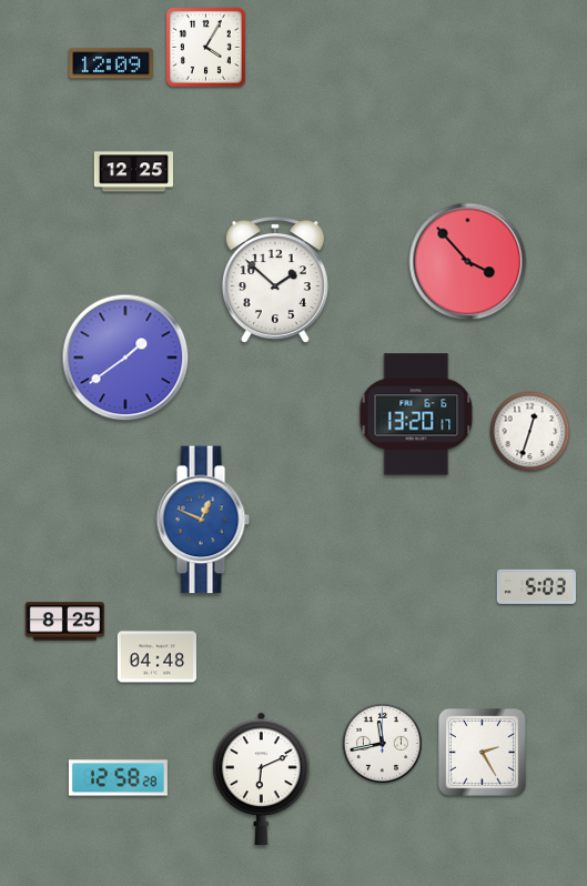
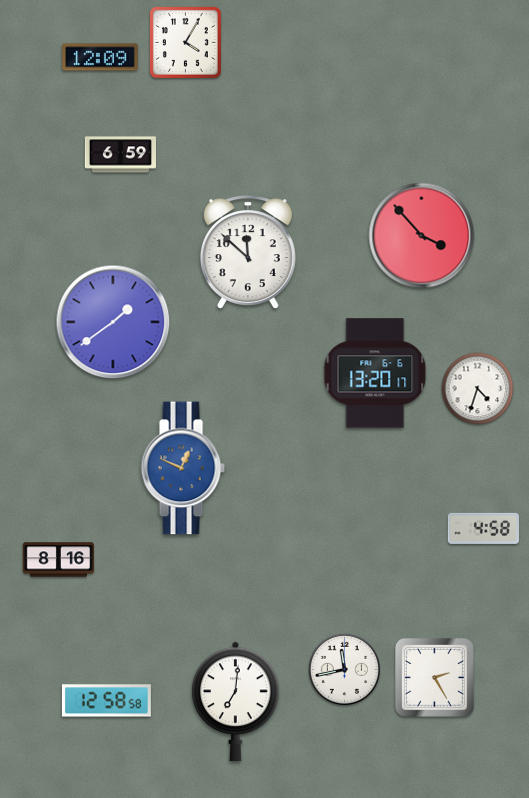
clock at (133, 172): 12:25 -> 6:59
clock at (275, 280): 1:52 -> 11:52
clock at (530, 432): 12:33 -> 4:33
clock at (536, 586): 5:03 -> 4:58
clock at (64, 622): 8:25 -> 8:16
clock at (156, 657): 04:48 -> none
clock at (118, 778): 12:58:28 -> 12:58:58
clock at (262, 778): 6:11 -> 7:01
